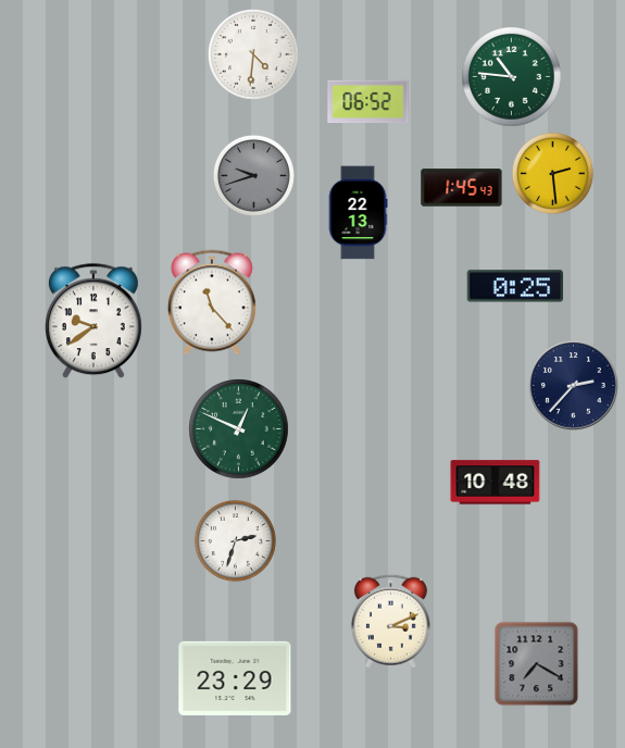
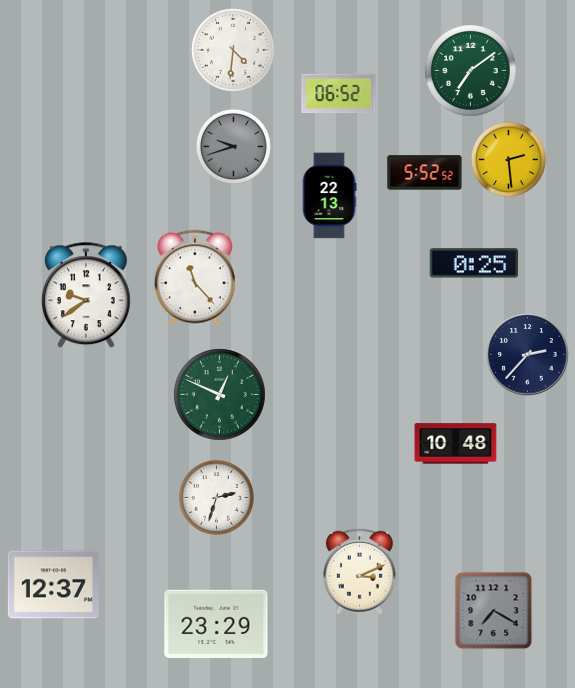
clock at (512, 77): 10:46 -> 7:09
clock at (253, 175) position: (253, 175) -> (233, 146)
clock at (462, 188): 1:45 -> 5:52
clock at (53, 585): none -> 12:37
